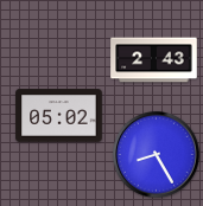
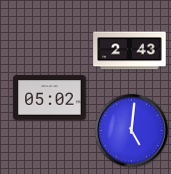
clock at (157, 155): 8:25 -> 5:01
